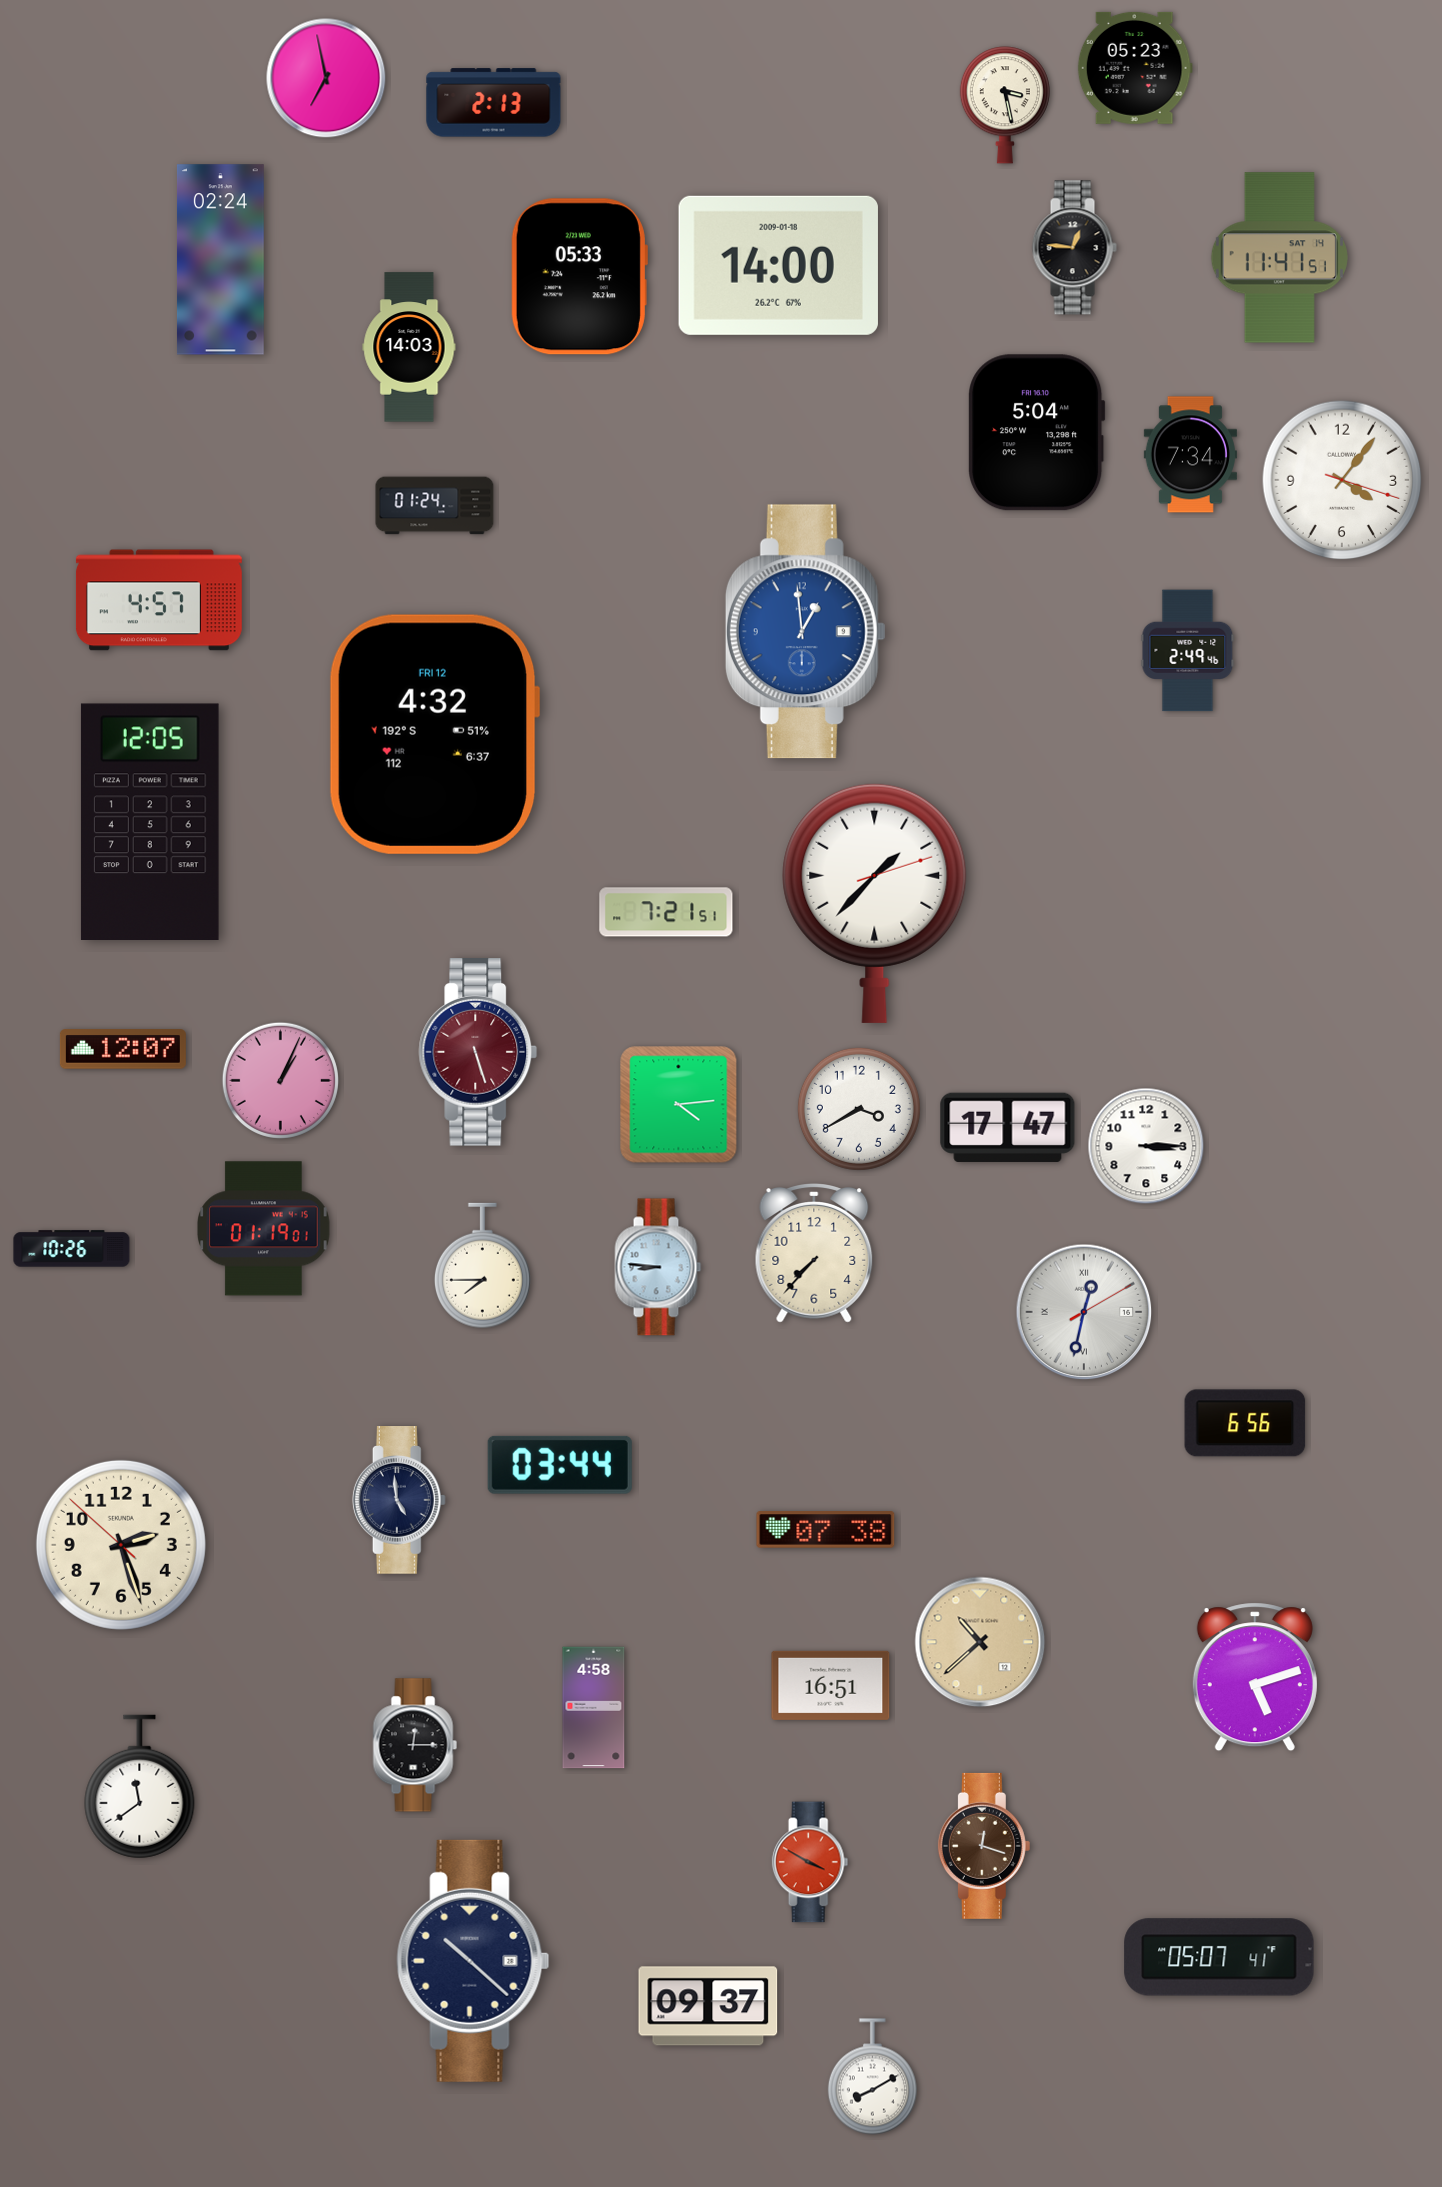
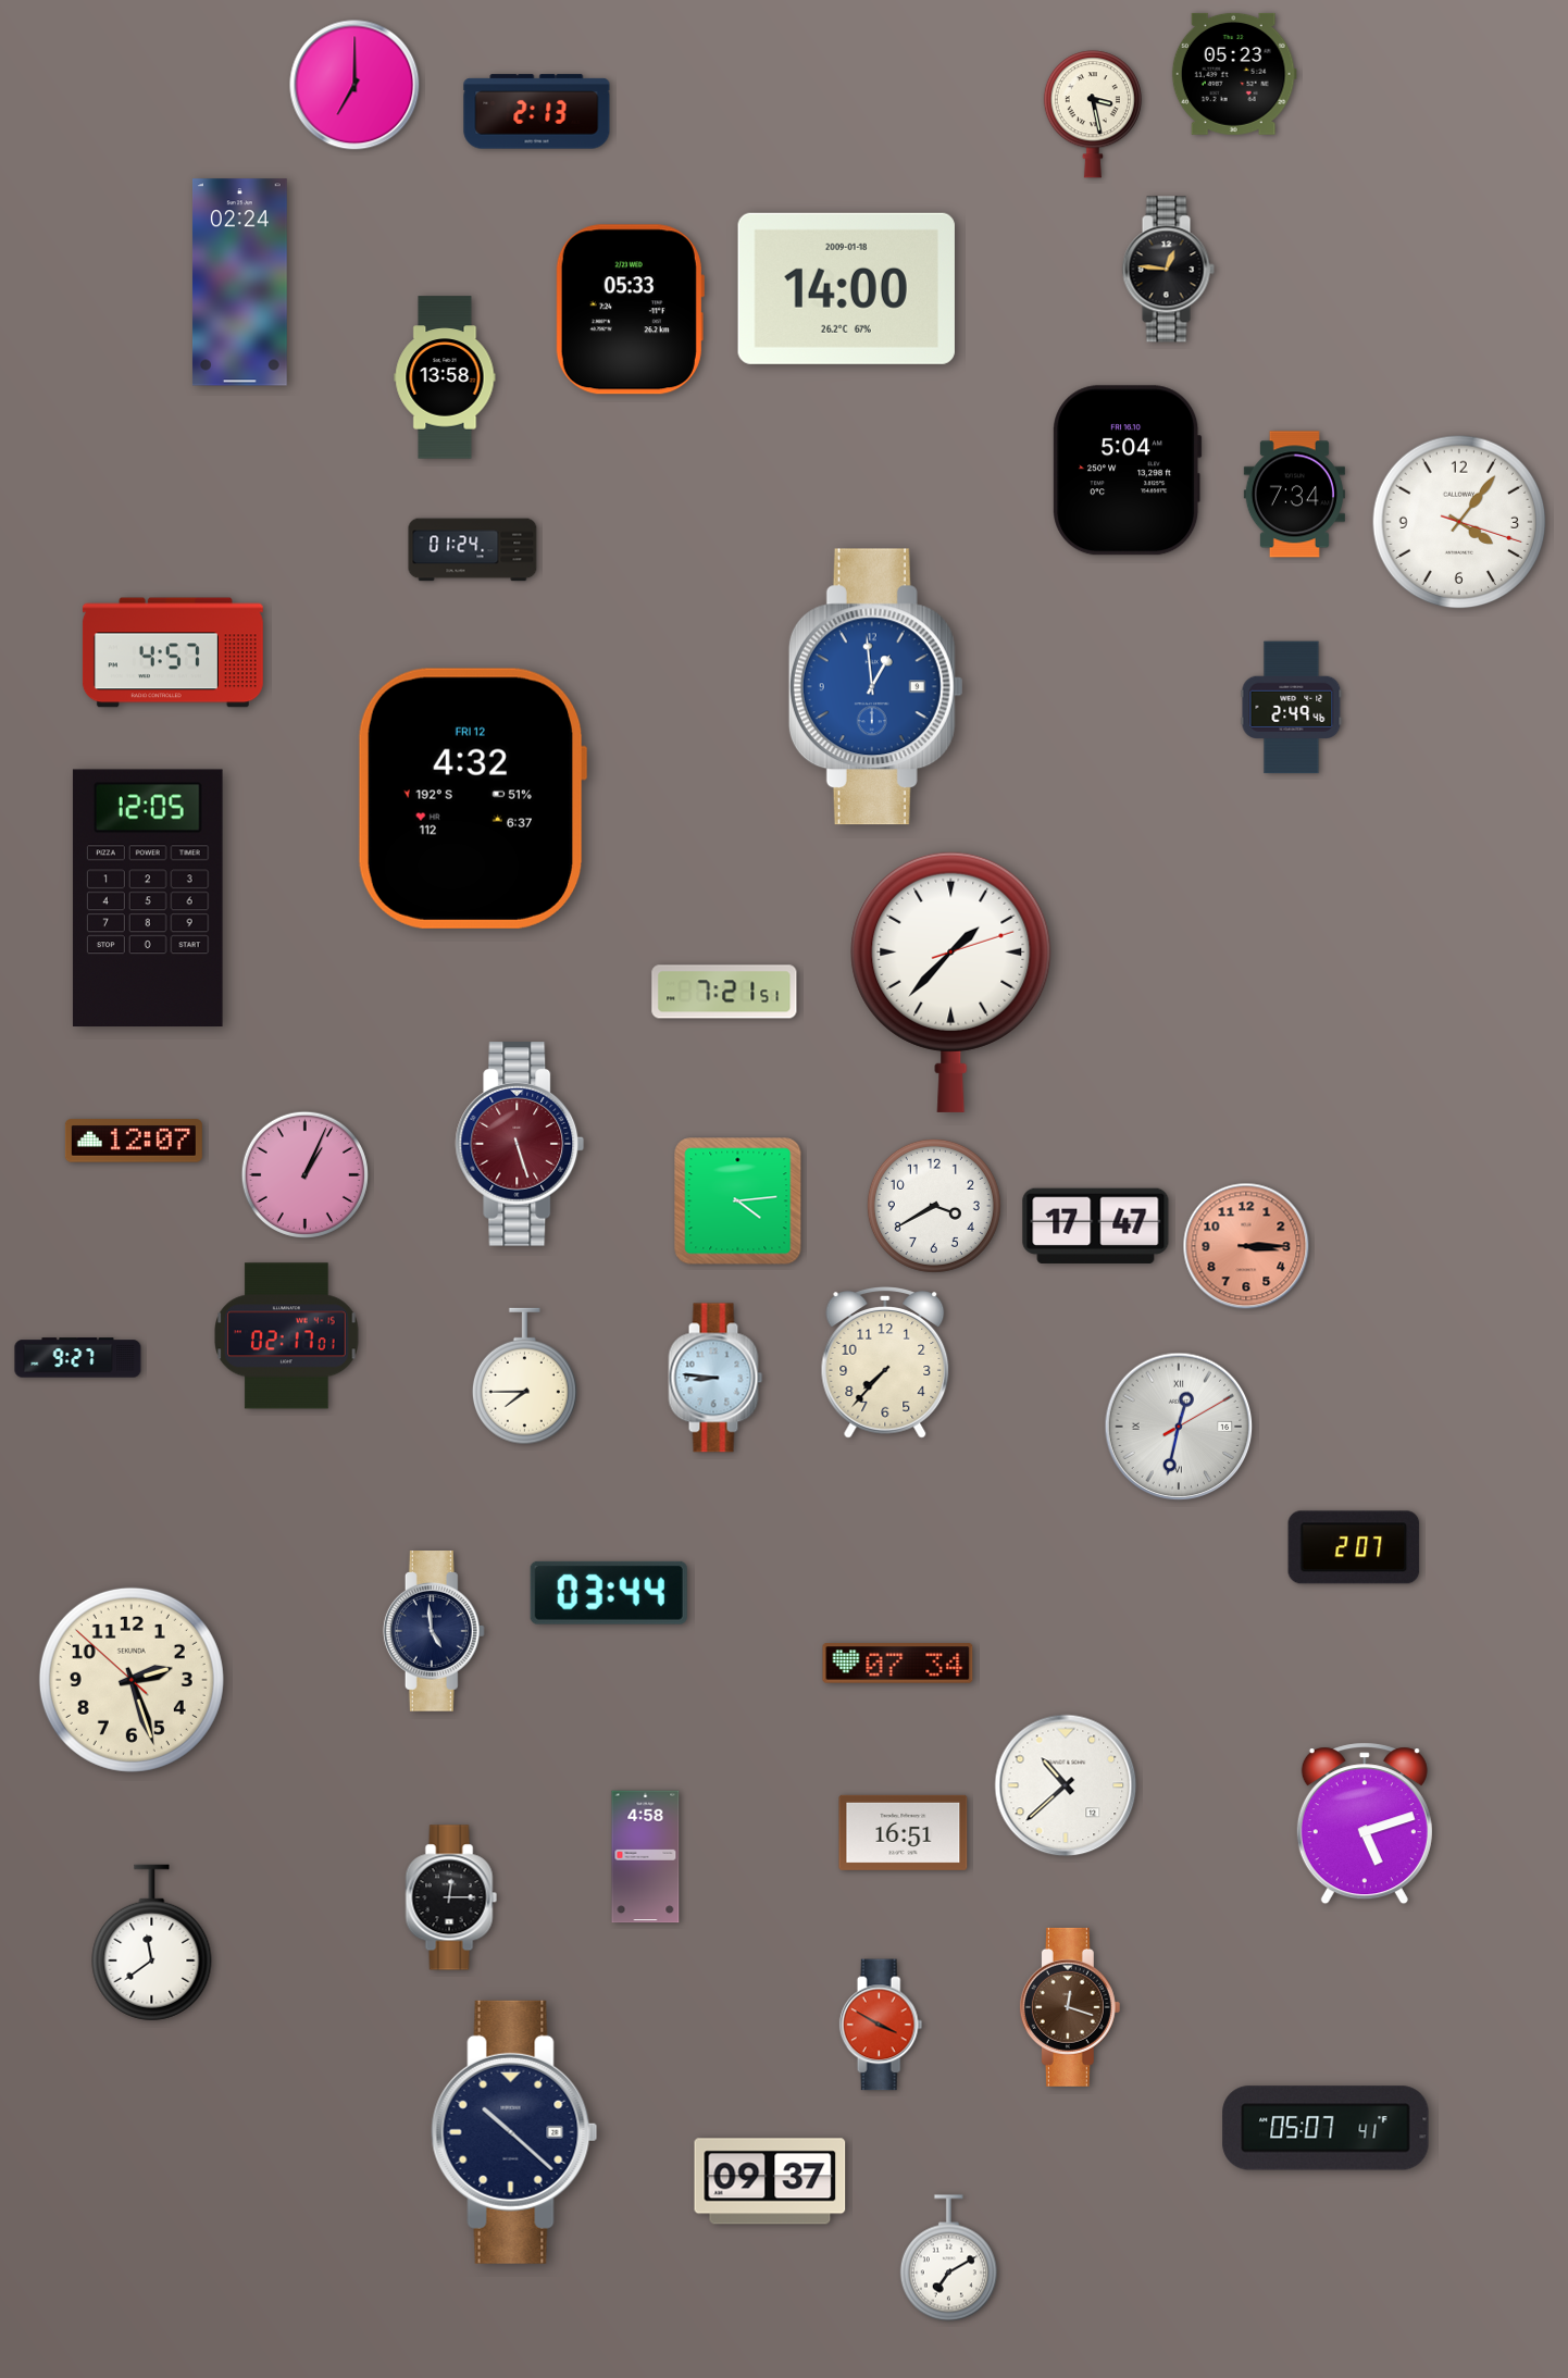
clock at (326, 78): 6:58 -> 7:00
clock at (1279, 258): 11:41 -> none
clock at (579, 277) position: (579, 277) -> (630, 310)
clock at (409, 347): 14:03 -> 13:58
clock at (150, 821) position: (150, 821) -> (148, 897)
clock at (1146, 1146) dial: white -> salmon
clock at (264, 1229): 01:19 -> 02:17
clock at (72, 1249): 10:26 -> 9:27
clock at (1245, 1423): 6:56 -> 2:07
clock at (826, 1530): 07:38 -> 07:34
clock at (980, 1642) dial: champagne -> white
clock at (872, 2077): 8:10 -> 7:10
